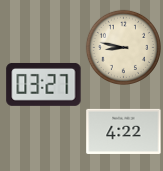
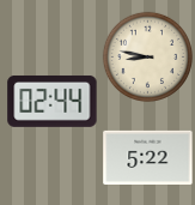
clock at (44, 84): 03:27 -> 02:44
clock at (124, 131): 4:22 -> 5:22
